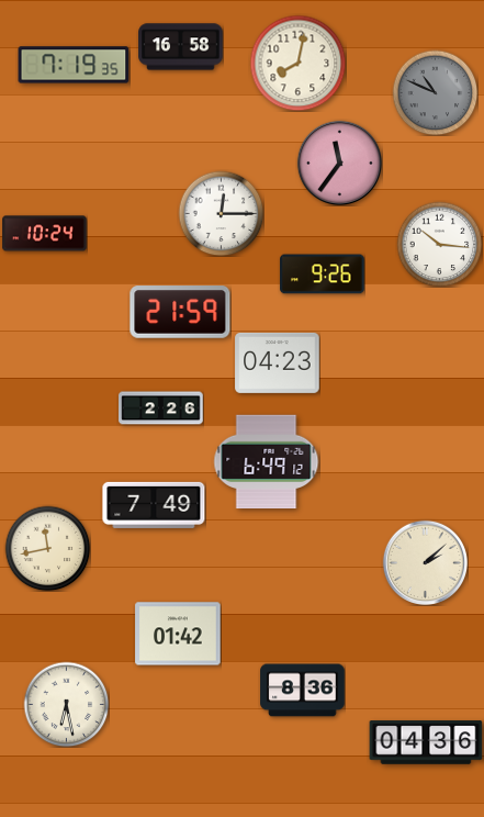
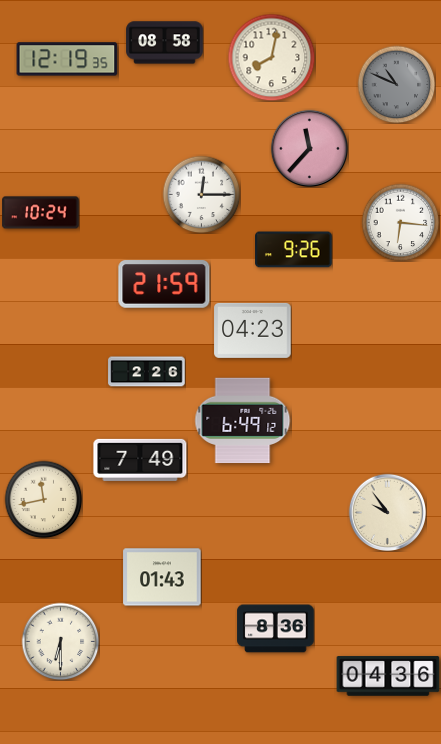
clock at (181, 47): 16:58 -> 08:58
clock at (74, 65): 7:19 -> 12:19
clock at (339, 163): 11:36 -> 11:37
clock at (439, 244): 10:16 -> 6:16
clock at (425, 562): 2:08 -> 9:54
clock at (178, 634): 01:42 -> 01:43
clock at (66, 704): 6:28 -> 6:30
